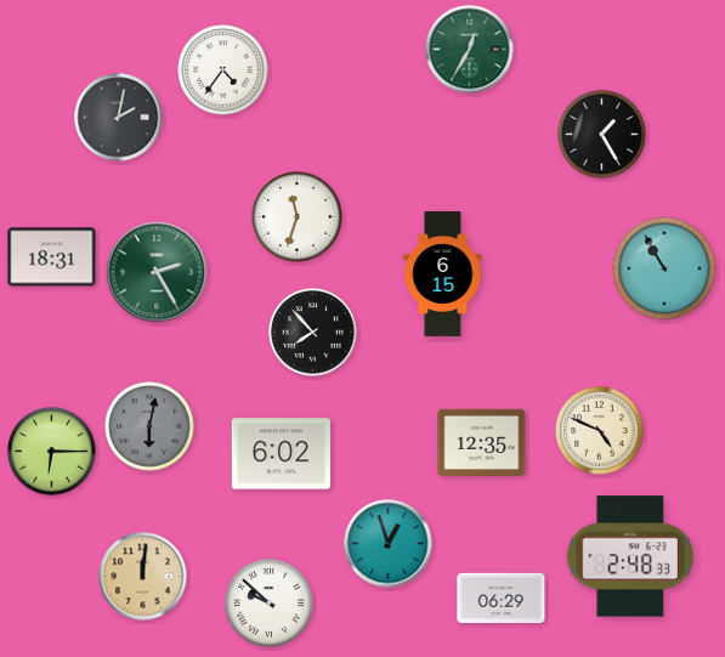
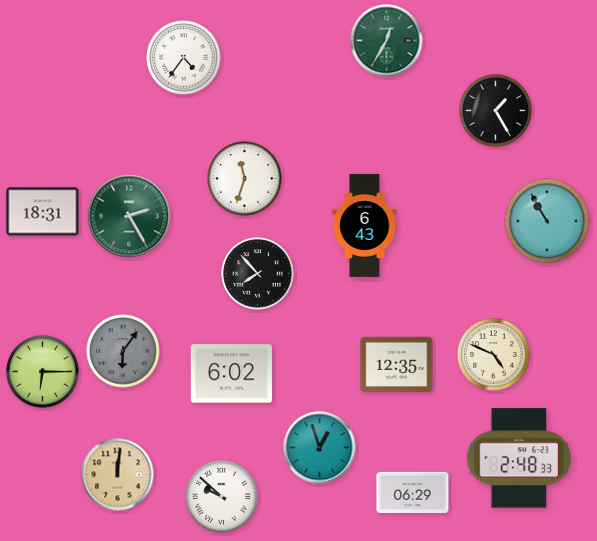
clock at (119, 118): 2:02 -> none
clock at (157, 272) position: (157, 272) -> (129, 216)
clock at (443, 274): 6:15 -> 6:43
clock at (149, 426): 6:02 -> 6:06
